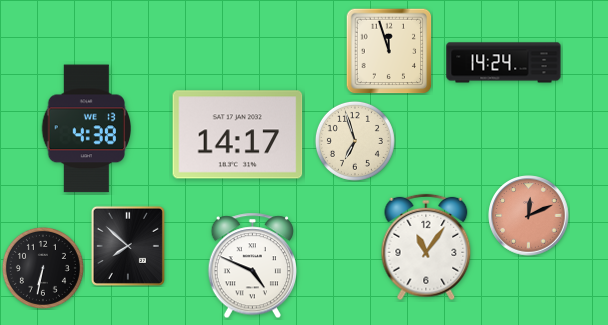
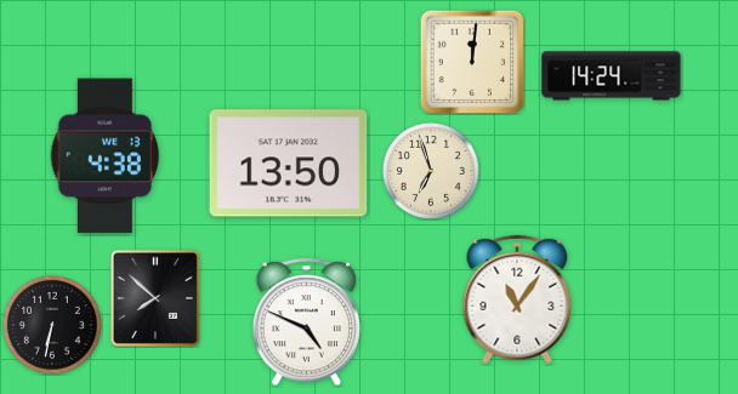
clock at (389, 51): 11:57 -> 12:01
clock at (238, 135): 14:17 -> 13:50
clock at (529, 216): 12:11 -> none
